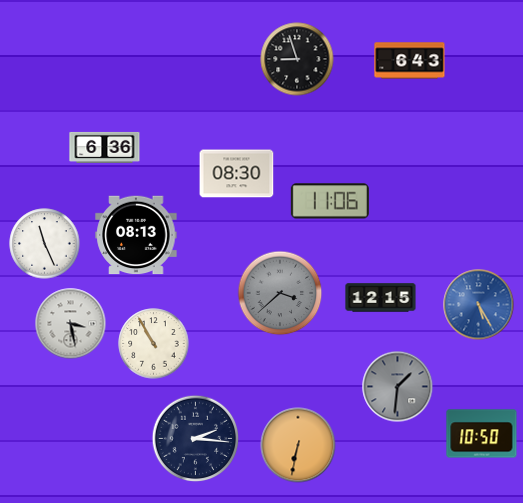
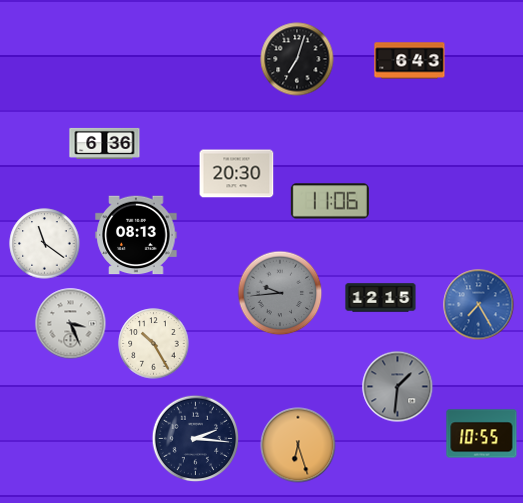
clock at (297, 59): 8:57 -> 7:03
clock at (105, 147) position: (105, 147) -> (105, 143)
clock at (237, 174): 08:30 -> 20:30
clock at (45, 244): 11:26 -> 11:21
clock at (280, 293): 3:38 -> 9:44
clock at (479, 305): 5:25 -> 7:25
clock at (71, 324): 3:28 -> 3:26
clock at (154, 344): 10:55 -> 10:25
clock at (482, 434): 10:50 -> 10:55
clock at (298, 445): 6:32 -> 6:27
